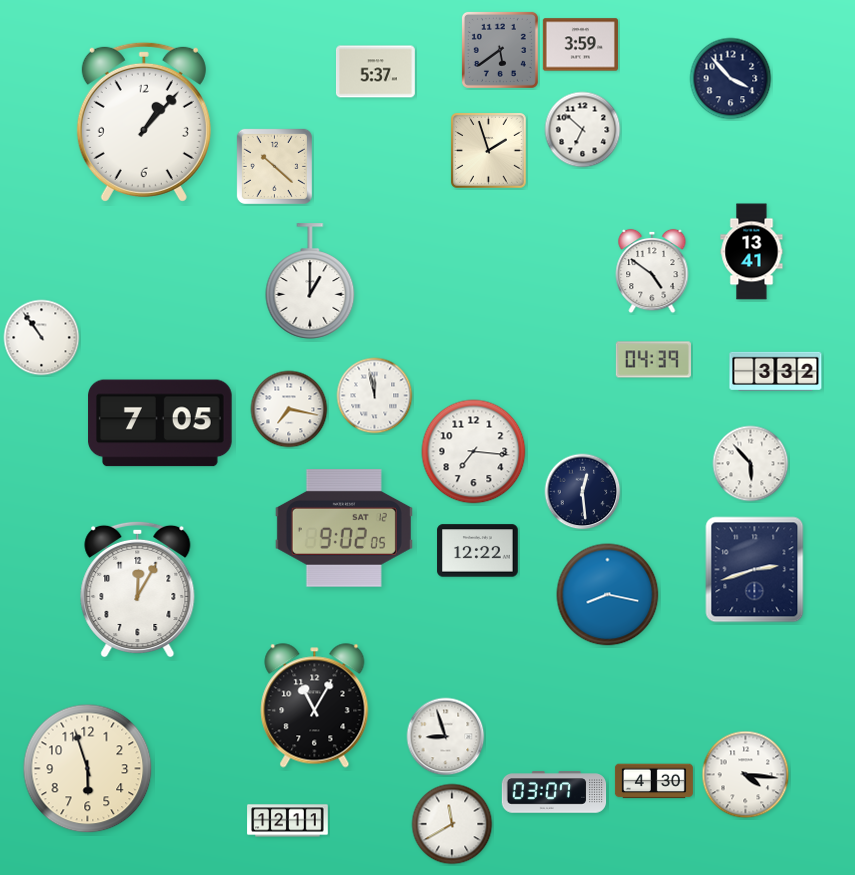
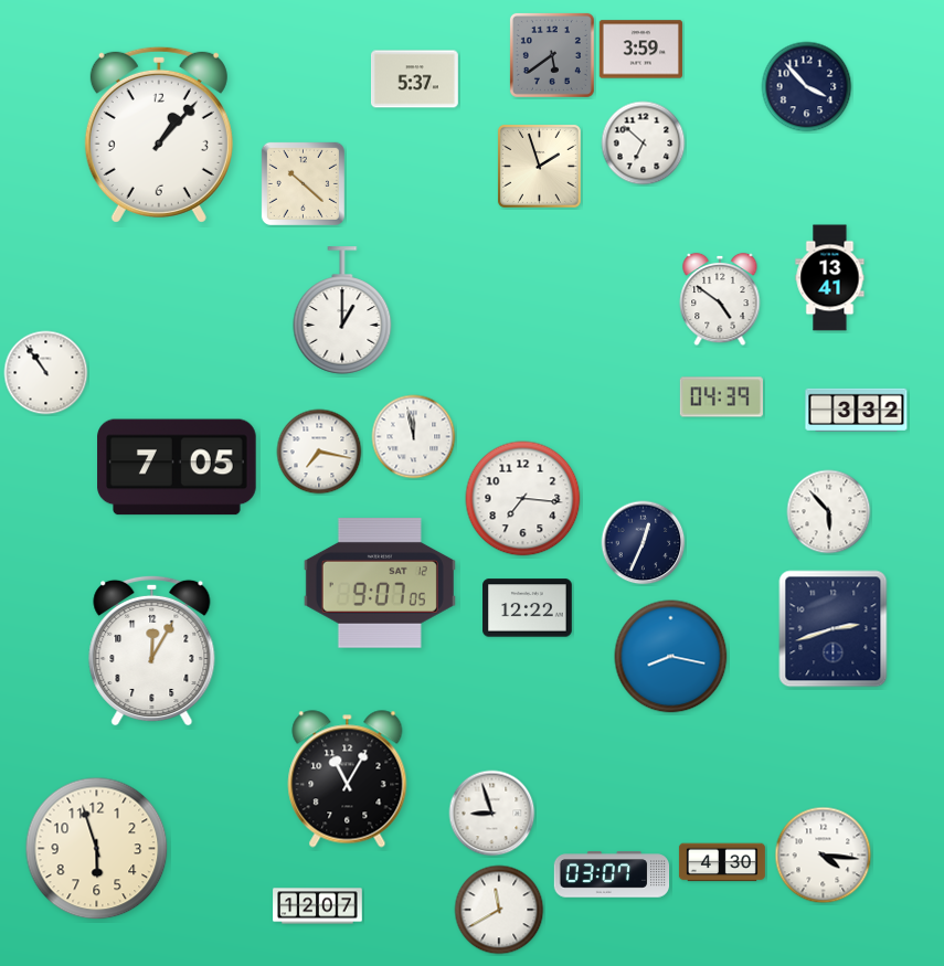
clock at (583, 492): 12:29 -> 12:34
clock at (344, 528): 9:02 -> 9:07
clock at (288, 821): 12:11 -> 12:07
